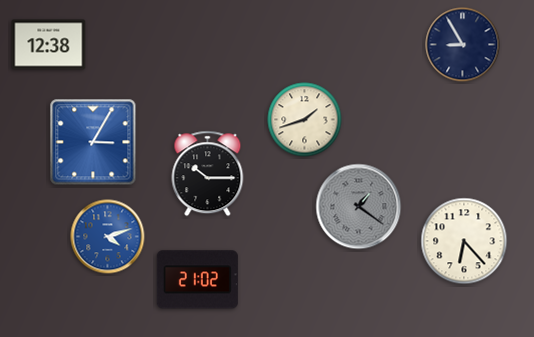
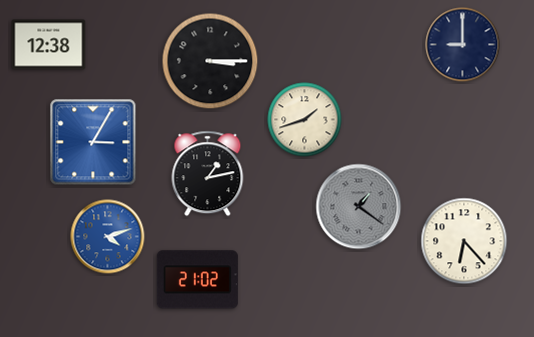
clock at (463, 45): 8:55 -> 9:00
clock at (210, 61): none -> 3:15
clock at (208, 174): 10:15 -> 1:13
